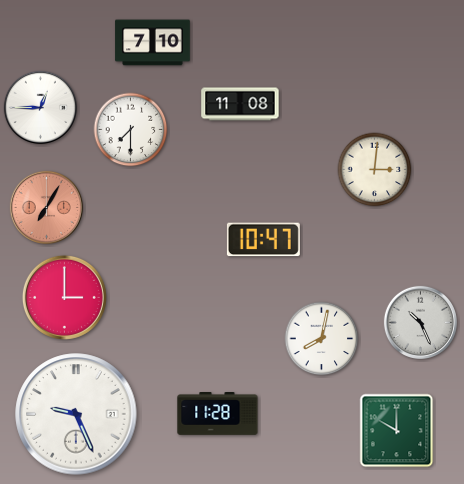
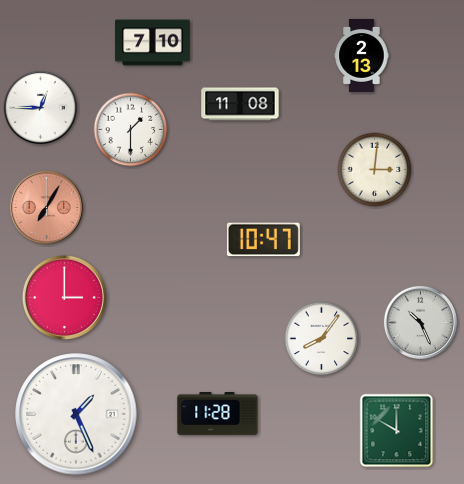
clock at (362, 55): none -> 2:13
clock at (131, 130): 7:30 -> 1:30
clock at (322, 339): 8:02 -> 8:06
clock at (76, 414): 9:26 -> 1:26
